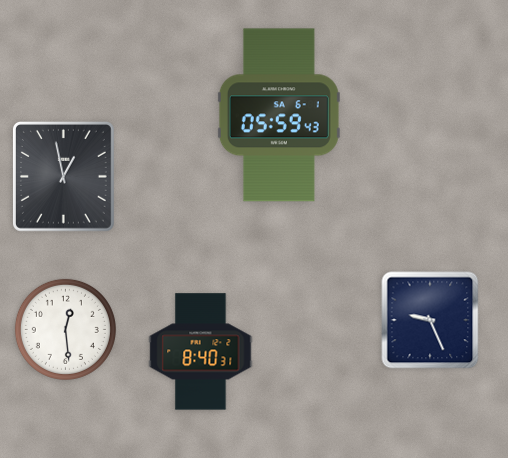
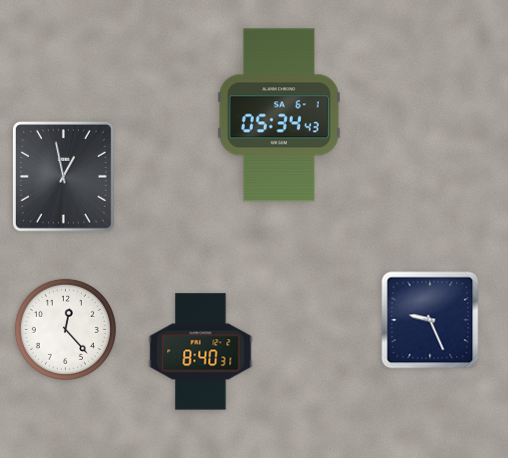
clock at (279, 115): 05:59 -> 05:34
clock at (65, 329): 12:29 -> 12:23
